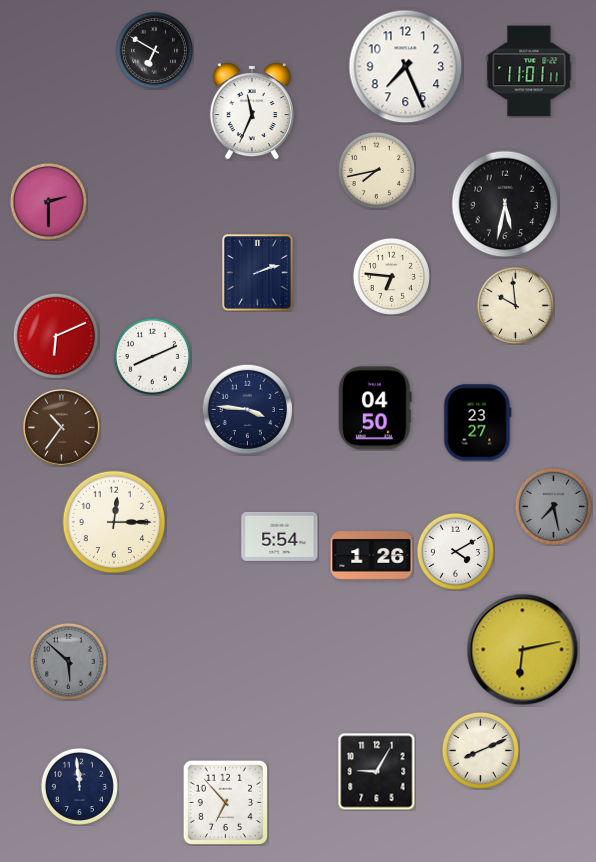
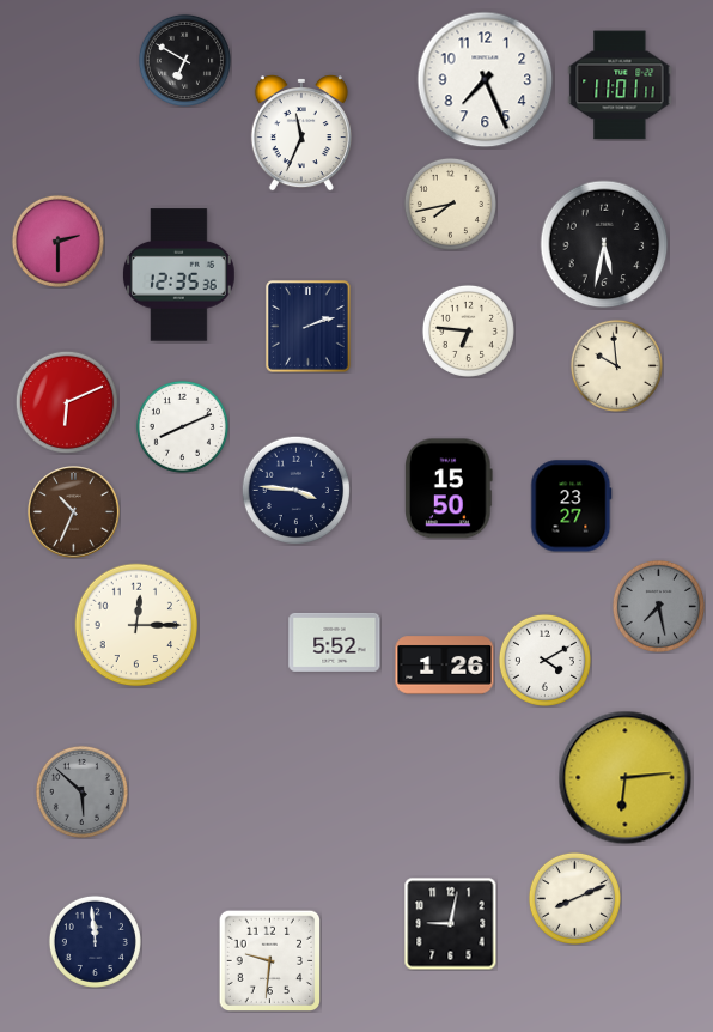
clock at (529, 71) position: (529, 71) -> (620, 85)
clock at (178, 275): none -> 12:35
clock at (376, 408): 04:50 -> 15:50
clock at (62, 428): 10:36 -> 10:34
clock at (553, 506) position: (553, 506) -> (658, 606)
clock at (280, 536): 5:54 -> 5:52
clock at (523, 650): 6:13 -> 6:14
clock at (376, 771): 9:05 -> 9:02
clock at (225, 802): 6:53 -> 9:31
